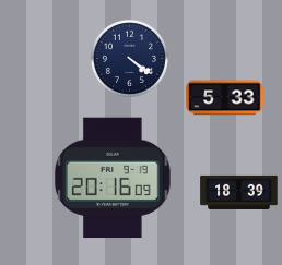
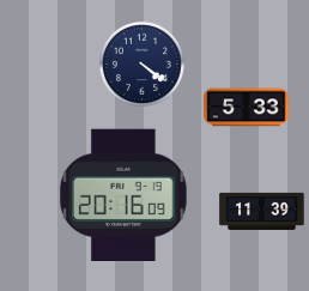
clock at (239, 192): 18:39 -> 11:39
